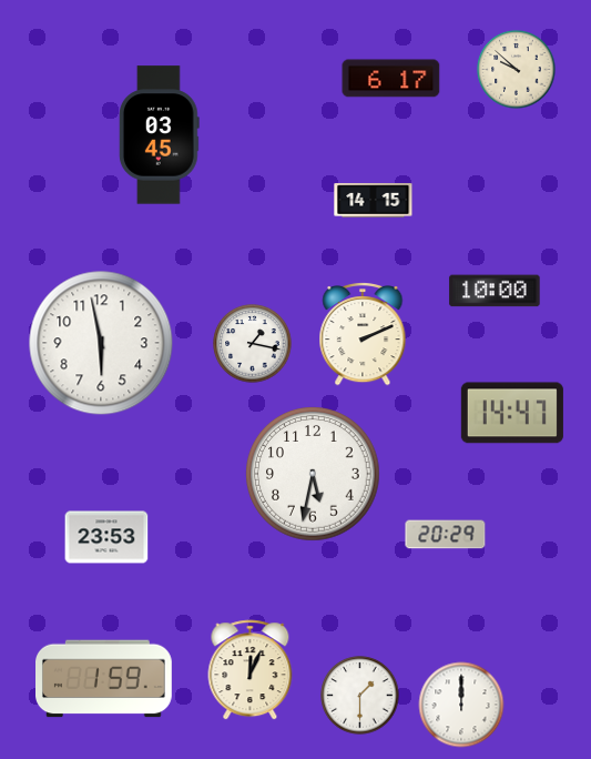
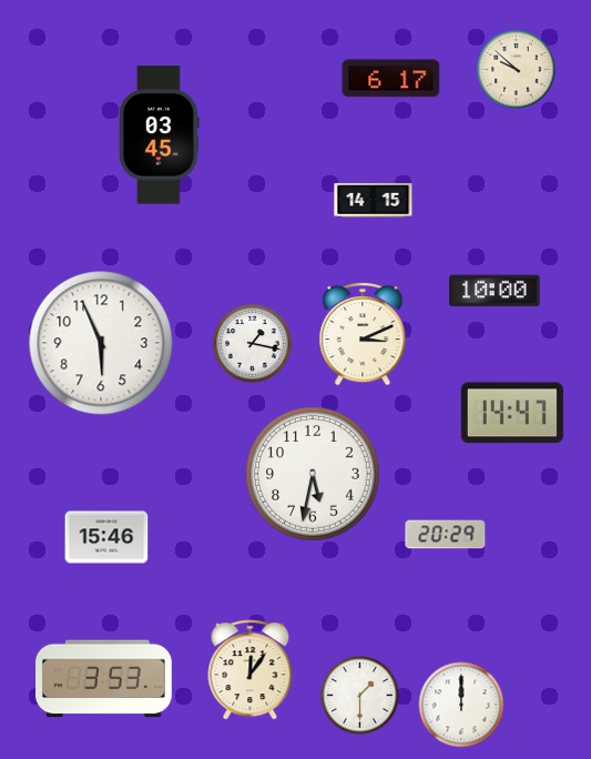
clock at (363, 334): 2:11 -> 3:11
clock at (101, 343): 5:58 -> 5:56
clock at (106, 537): 23:53 -> 15:46
clock at (251, 670): 12:04 -> 12:06
clock at (104, 679): 1:59 -> 3:53
